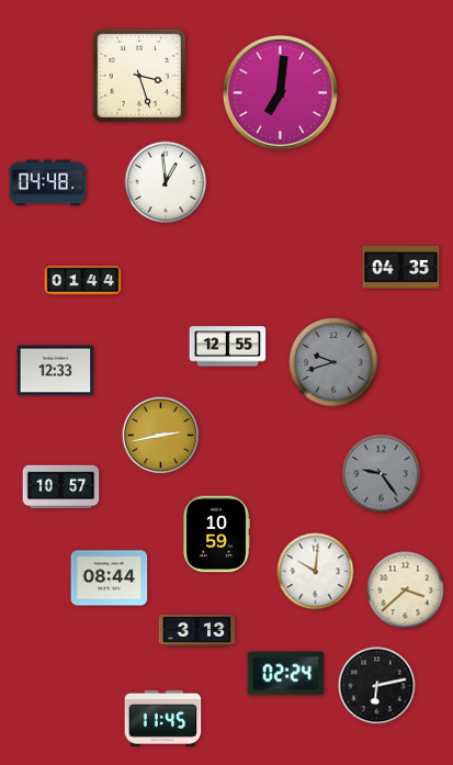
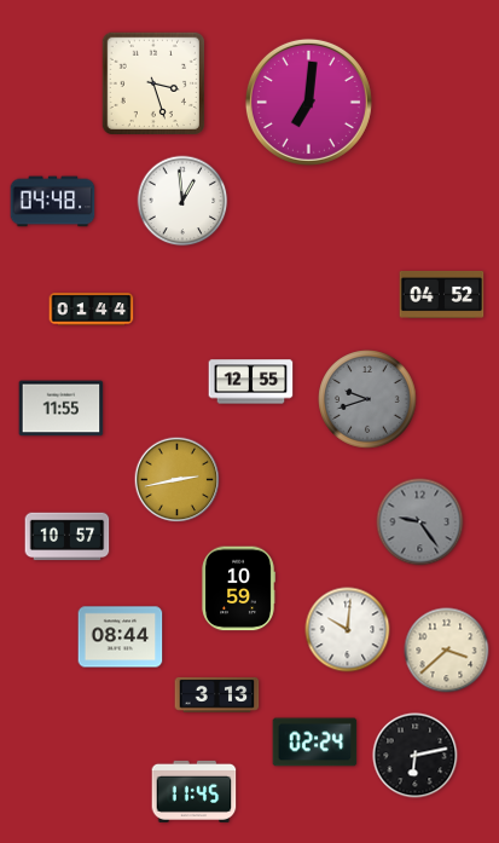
clock at (401, 267): 04:35 -> 04:52
clock at (56, 371): 12:33 -> 11:55
clock at (163, 718) position: (163, 718) -> (195, 791)
